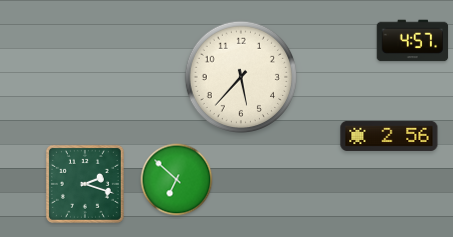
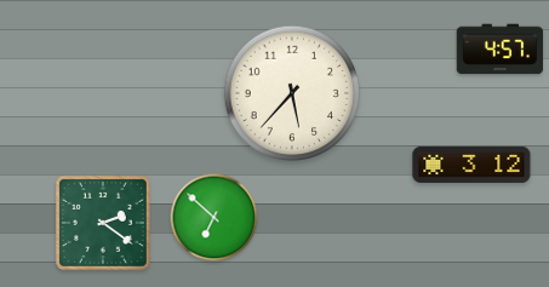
clock at (389, 136): 2:56 -> 3:12
clock at (85, 184): 2:18 -> 2:21
